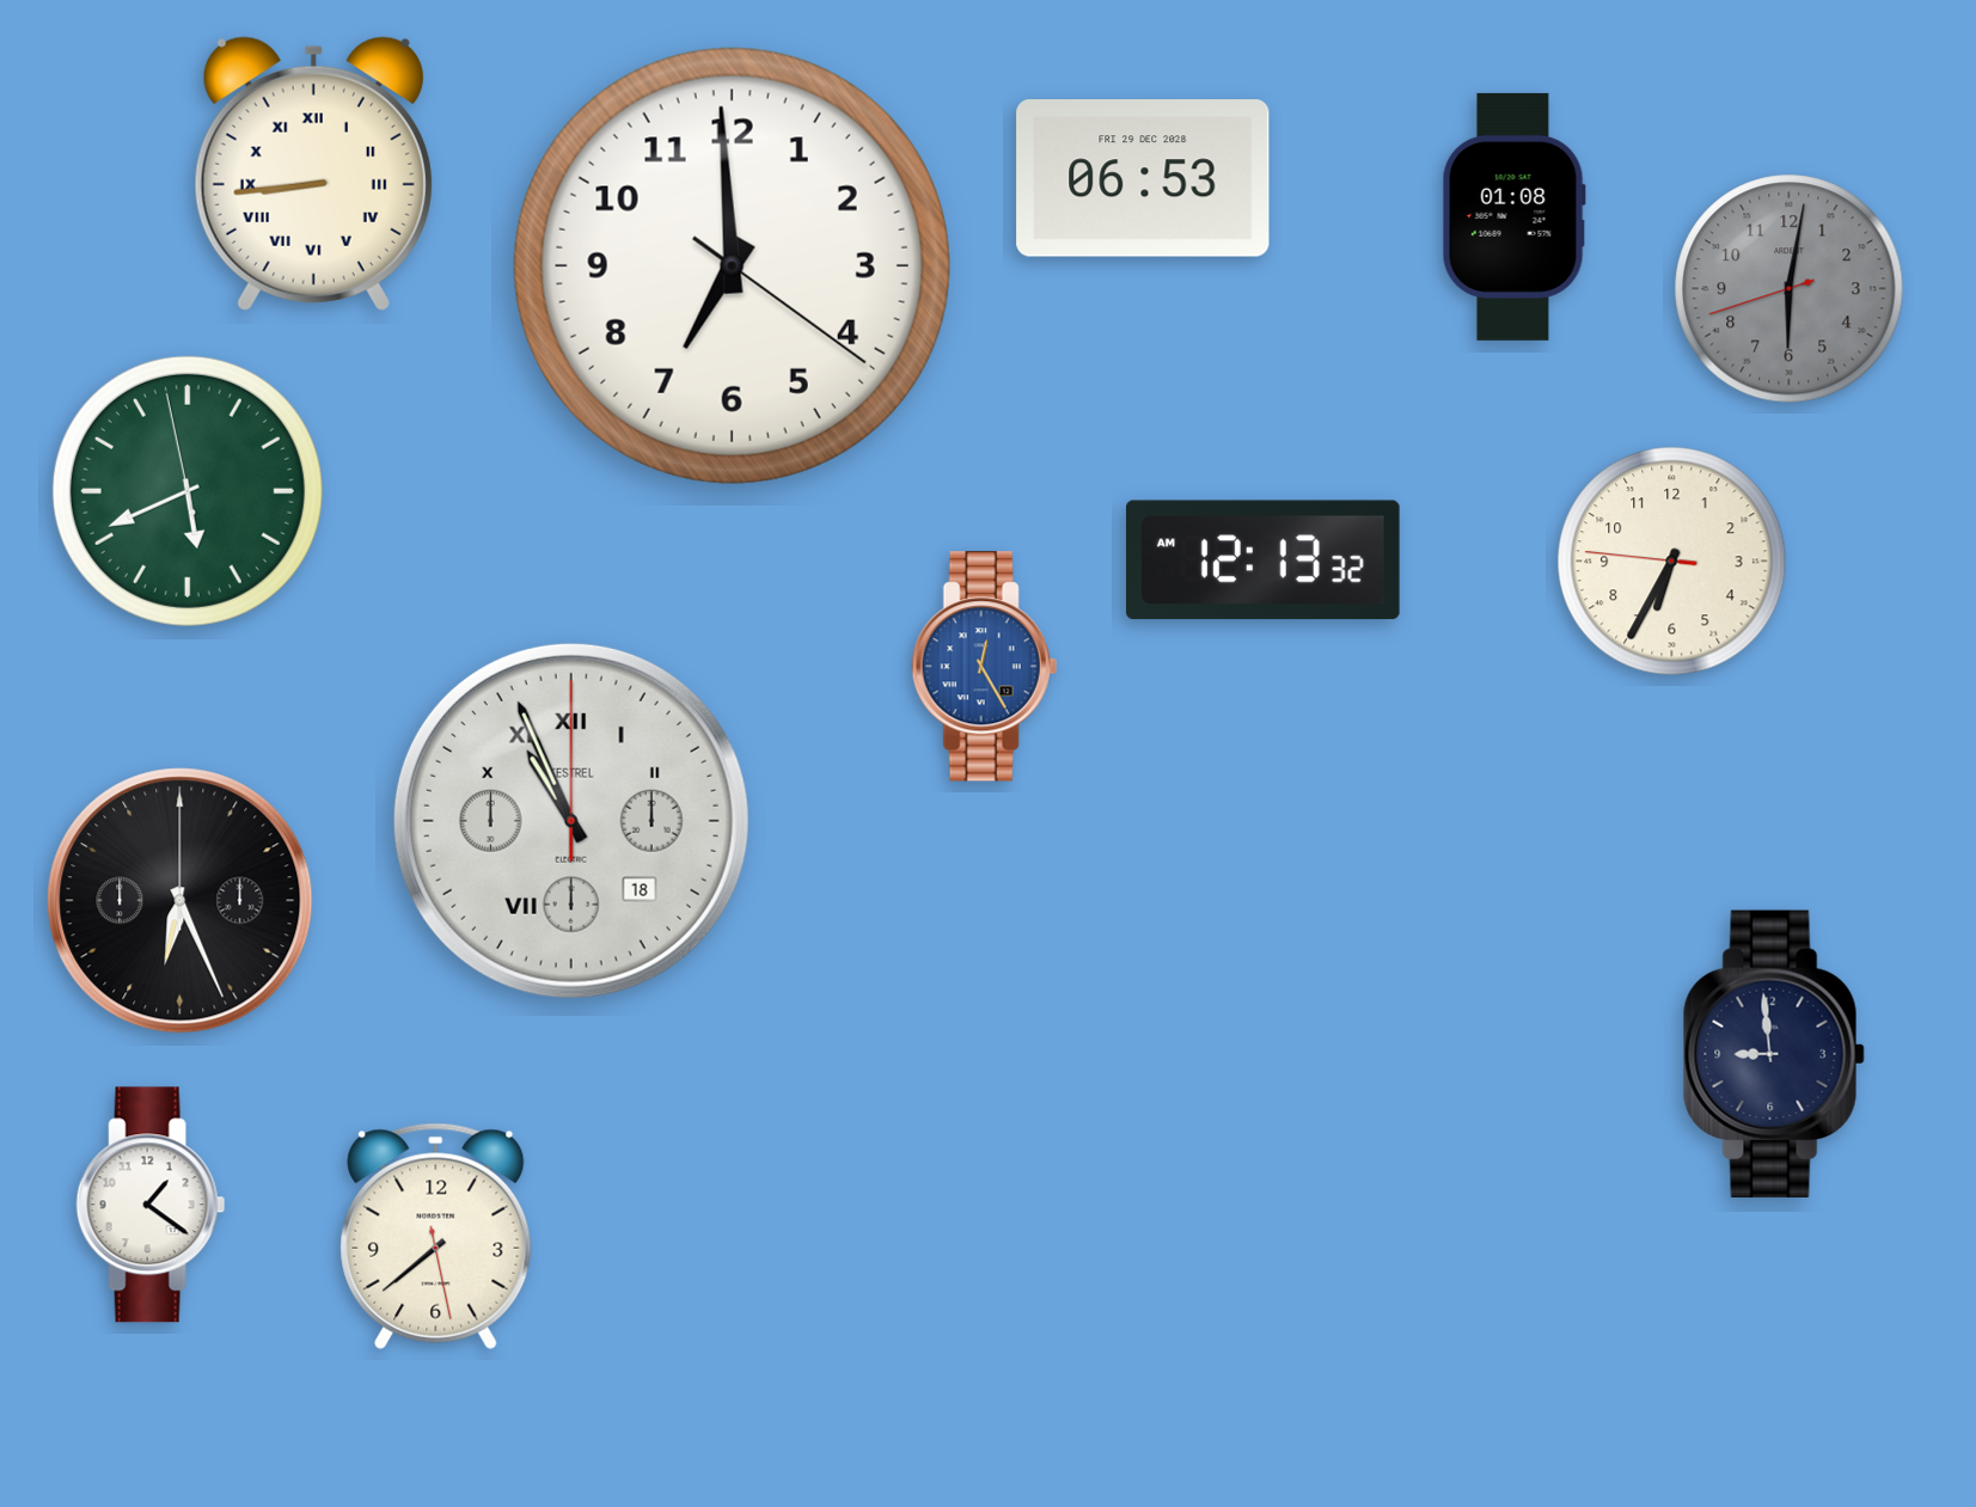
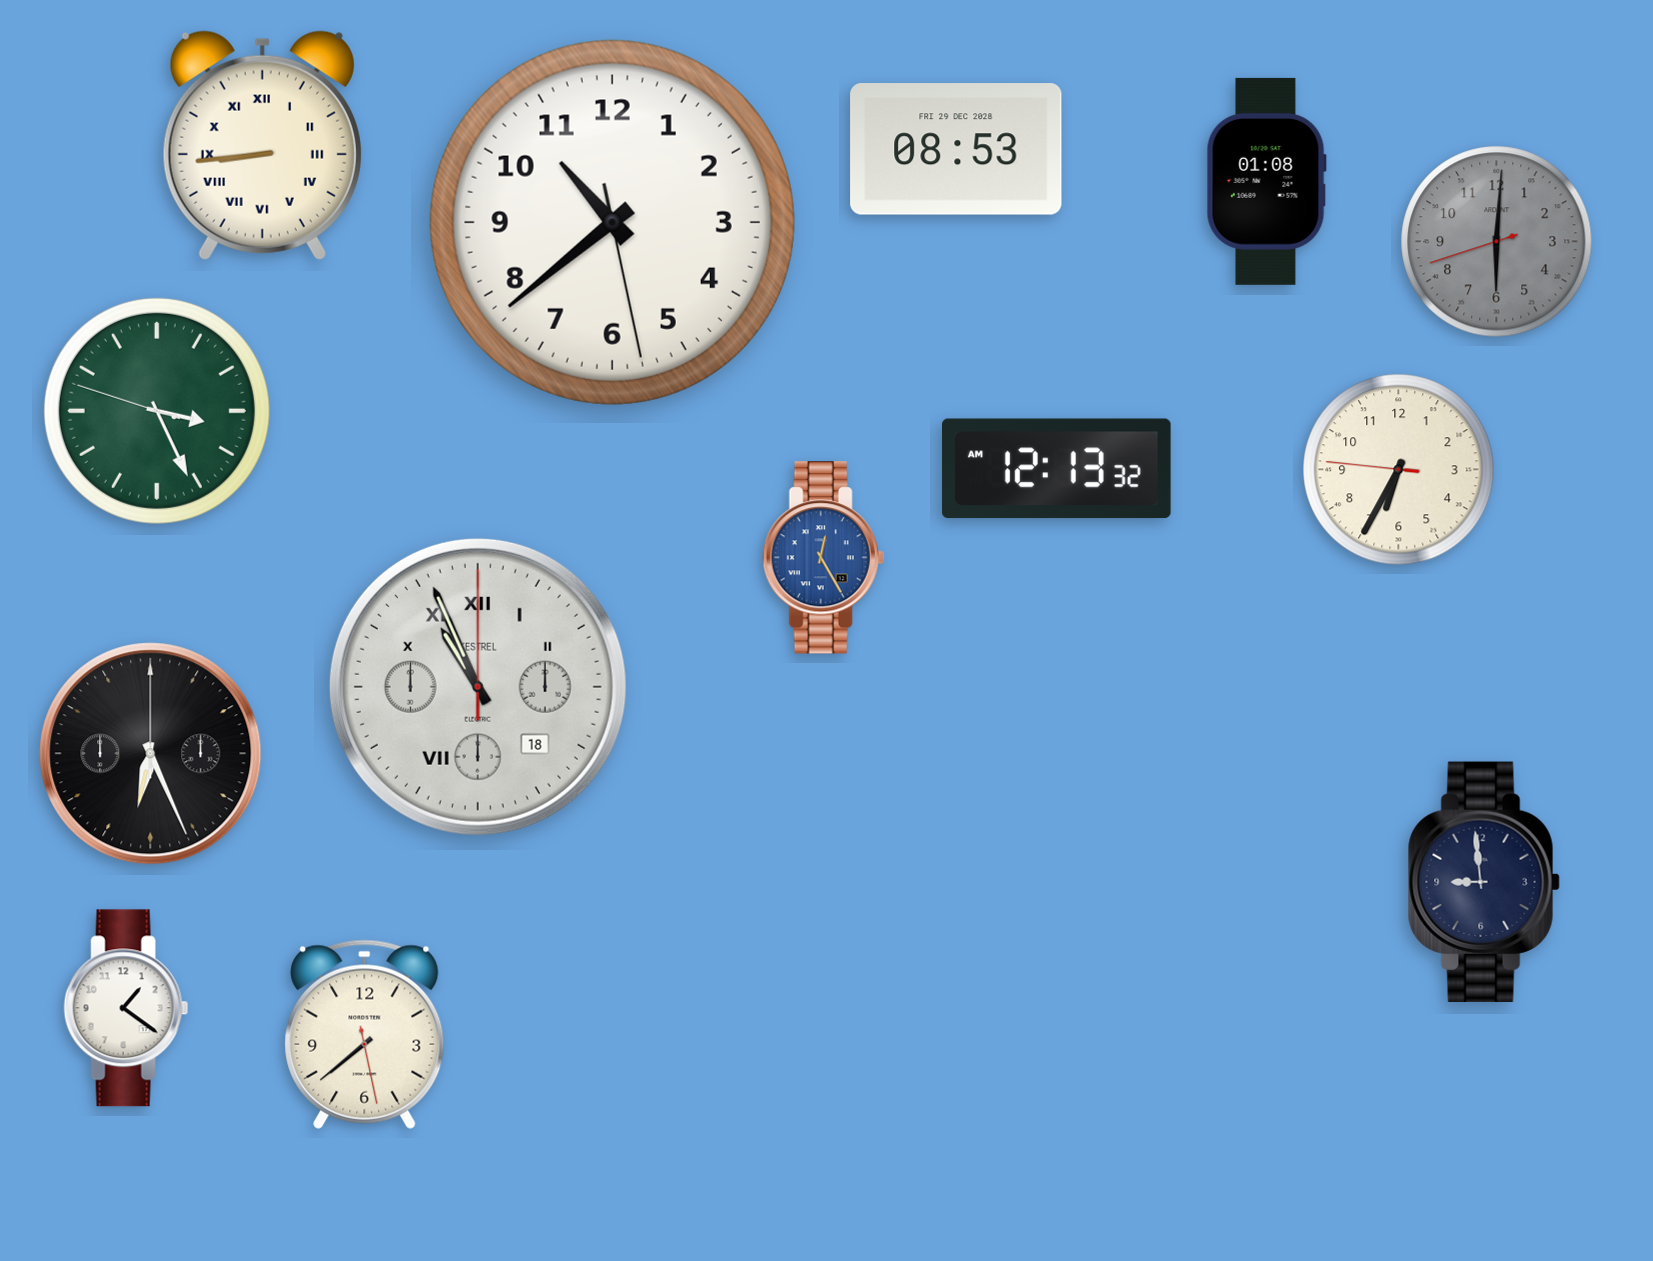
clock at (1143, 178): 06:53 -> 08:53
clock at (732, 265): 6:59 -> 10:38
clock at (1790, 289): 6:01 -> 6:00
clock at (188, 491): 5:40 -> 3:25
